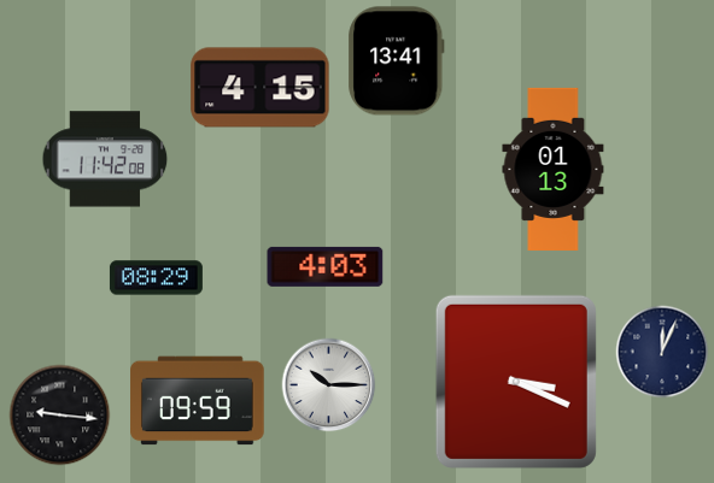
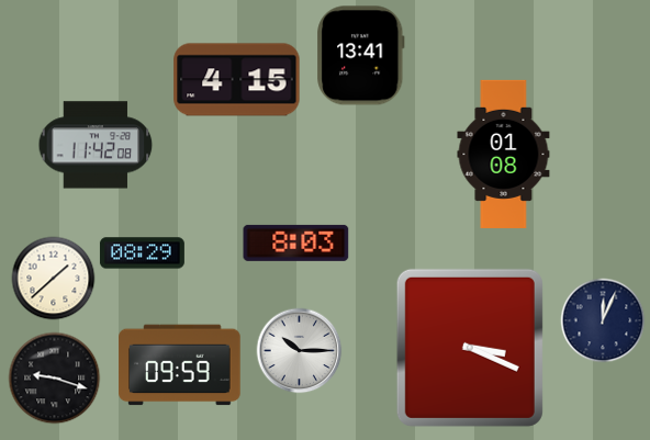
clock at (554, 169): 01:13 -> 01:08
clock at (326, 266): 4:03 -> 8:03
clock at (54, 279): none -> 1:38
clock at (60, 416): 9:16 -> 9:18
